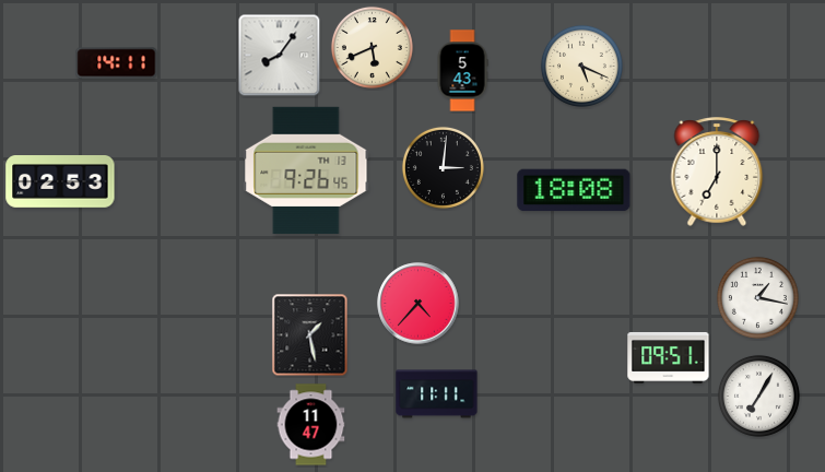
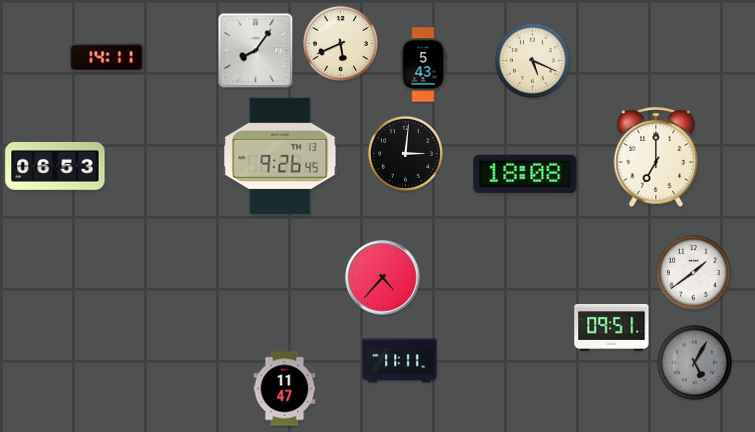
clock at (60, 182): 02:53 -> 06:53
clock at (757, 297): 1:17 -> 1:39
clock at (310, 335): 1:28 -> none
clock at (758, 396): 7:05 -> 5:05
clock at (758, 396) dial: white -> grey
